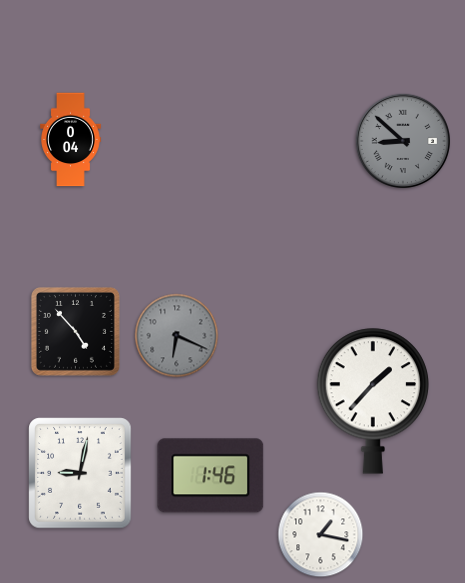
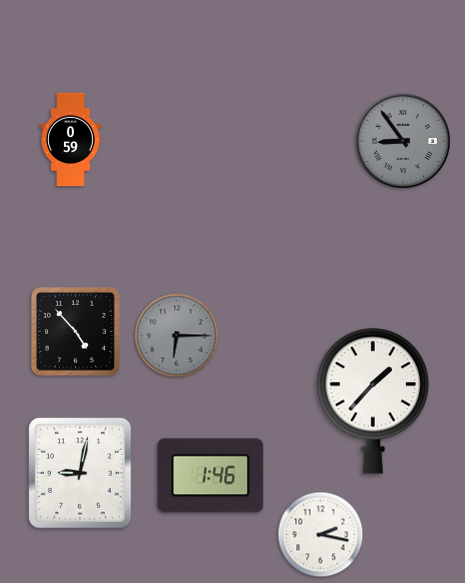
clock at (71, 140): 0:04 -> 0:59
clock at (403, 141): 8:52 -> 8:54
clock at (177, 336): 6:19 -> 6:15
clock at (321, 535): 1:17 -> 2:17
